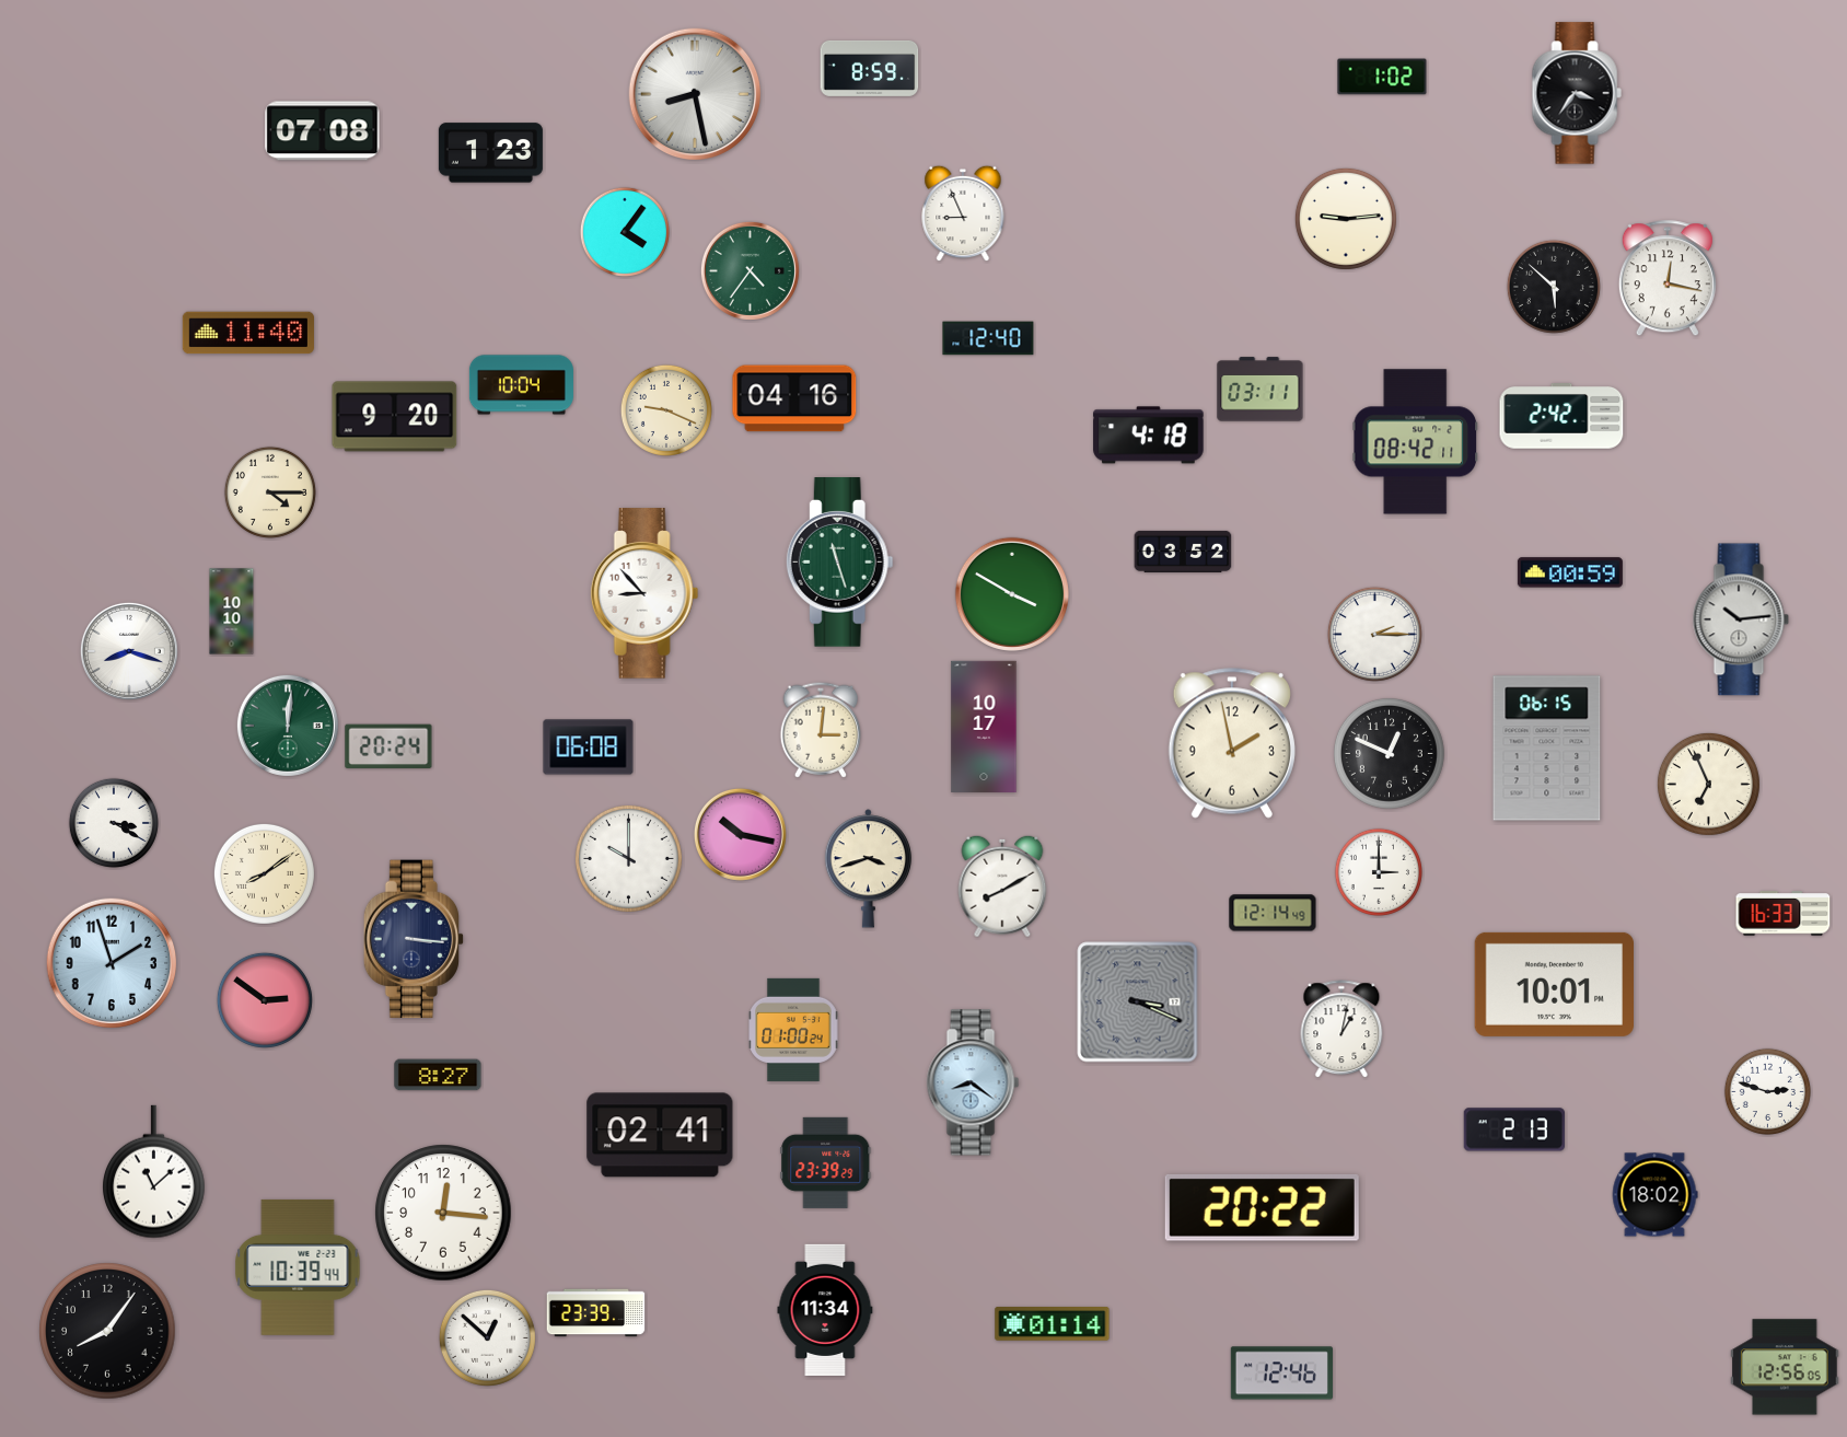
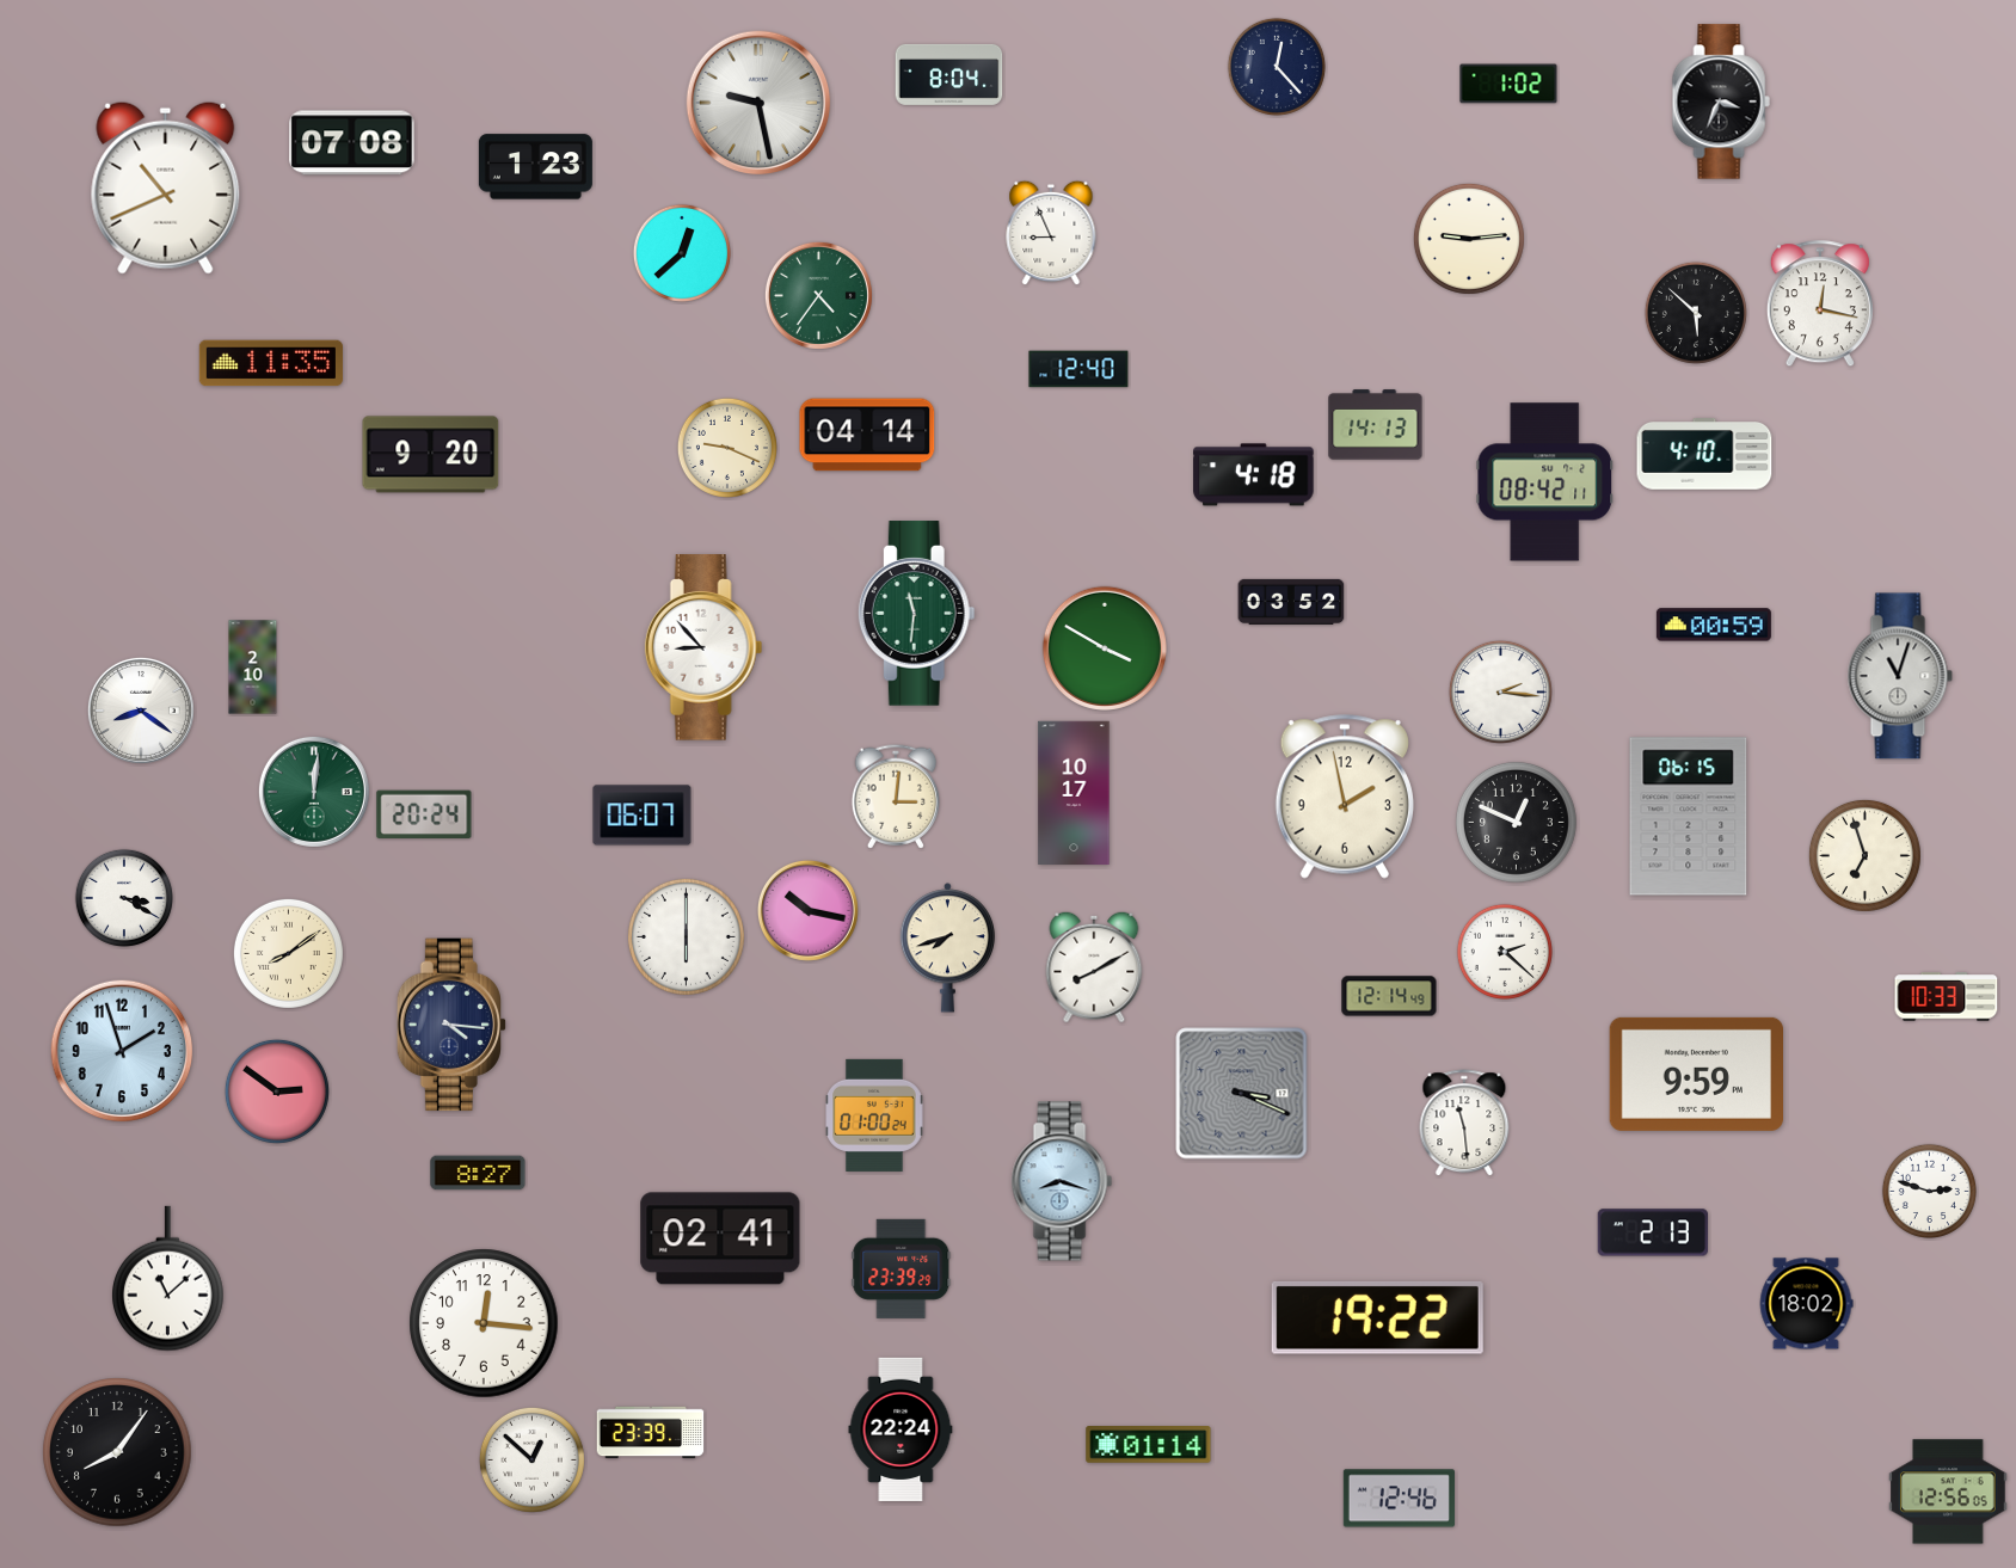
clock at (1277, 67): none -> 12:23
clock at (870, 68): 8:59 -> 8:04
clock at (1577, 93): 3:36 -> 3:34
clock at (695, 94): 8:28 -> 9:28
clock at (166, 187): none -> 10:41
clock at (625, 232): 4:06 -> 12:38
clock at (248, 333): 11:40 -> 11:35
clock at (521, 385): 10:04 -> none
clock at (1261, 390): 03:11 -> 14:13
clock at (794, 398): 04:16 -> 04:14
clock at (1561, 417): 2:42 -> 4:10
clock at (270, 492): 4:15 -> none
clock at (839, 563): 11:27 -> 11:31
clock at (232, 612): 10:10 -> 2:10
clock at (1741, 619): 10:14 -> 11:03
clock at (1374, 634): 2:15 -> 2:16
clock at (129, 651): 8:18 -> 8:21
clock at (1232, 743) position: (1232, 743) -> (1345, 797)
clock at (589, 748): 06:08 -> 06:07
clock at (1708, 784): 6:56 -> 6:57
clock at (628, 858): 10:00 -> 6:00
clock at (869, 869): 3:42 -> 7:42
clock at (1379, 872): 3:00 -> 2:22
clock at (1784, 914): 16:33 -> 10:33
clock at (414, 939): 3:16 -> 4:16
clock at (1554, 984): 10:01 -> 9:59
clock at (265, 1000) position: (265, 1000) -> (277, 1092)
clock at (793, 1030) position: (793, 1030) -> (874, 1115)
clock at (1341, 1030): 1:02 -> 11:29
clock at (973, 1082): 8:21 -> 8:18
clock at (1262, 1207): 20:22 -> 19:22
clock at (298, 1267): 10:39 -> none
clock at (825, 1309): 11:34 -> 22:24
